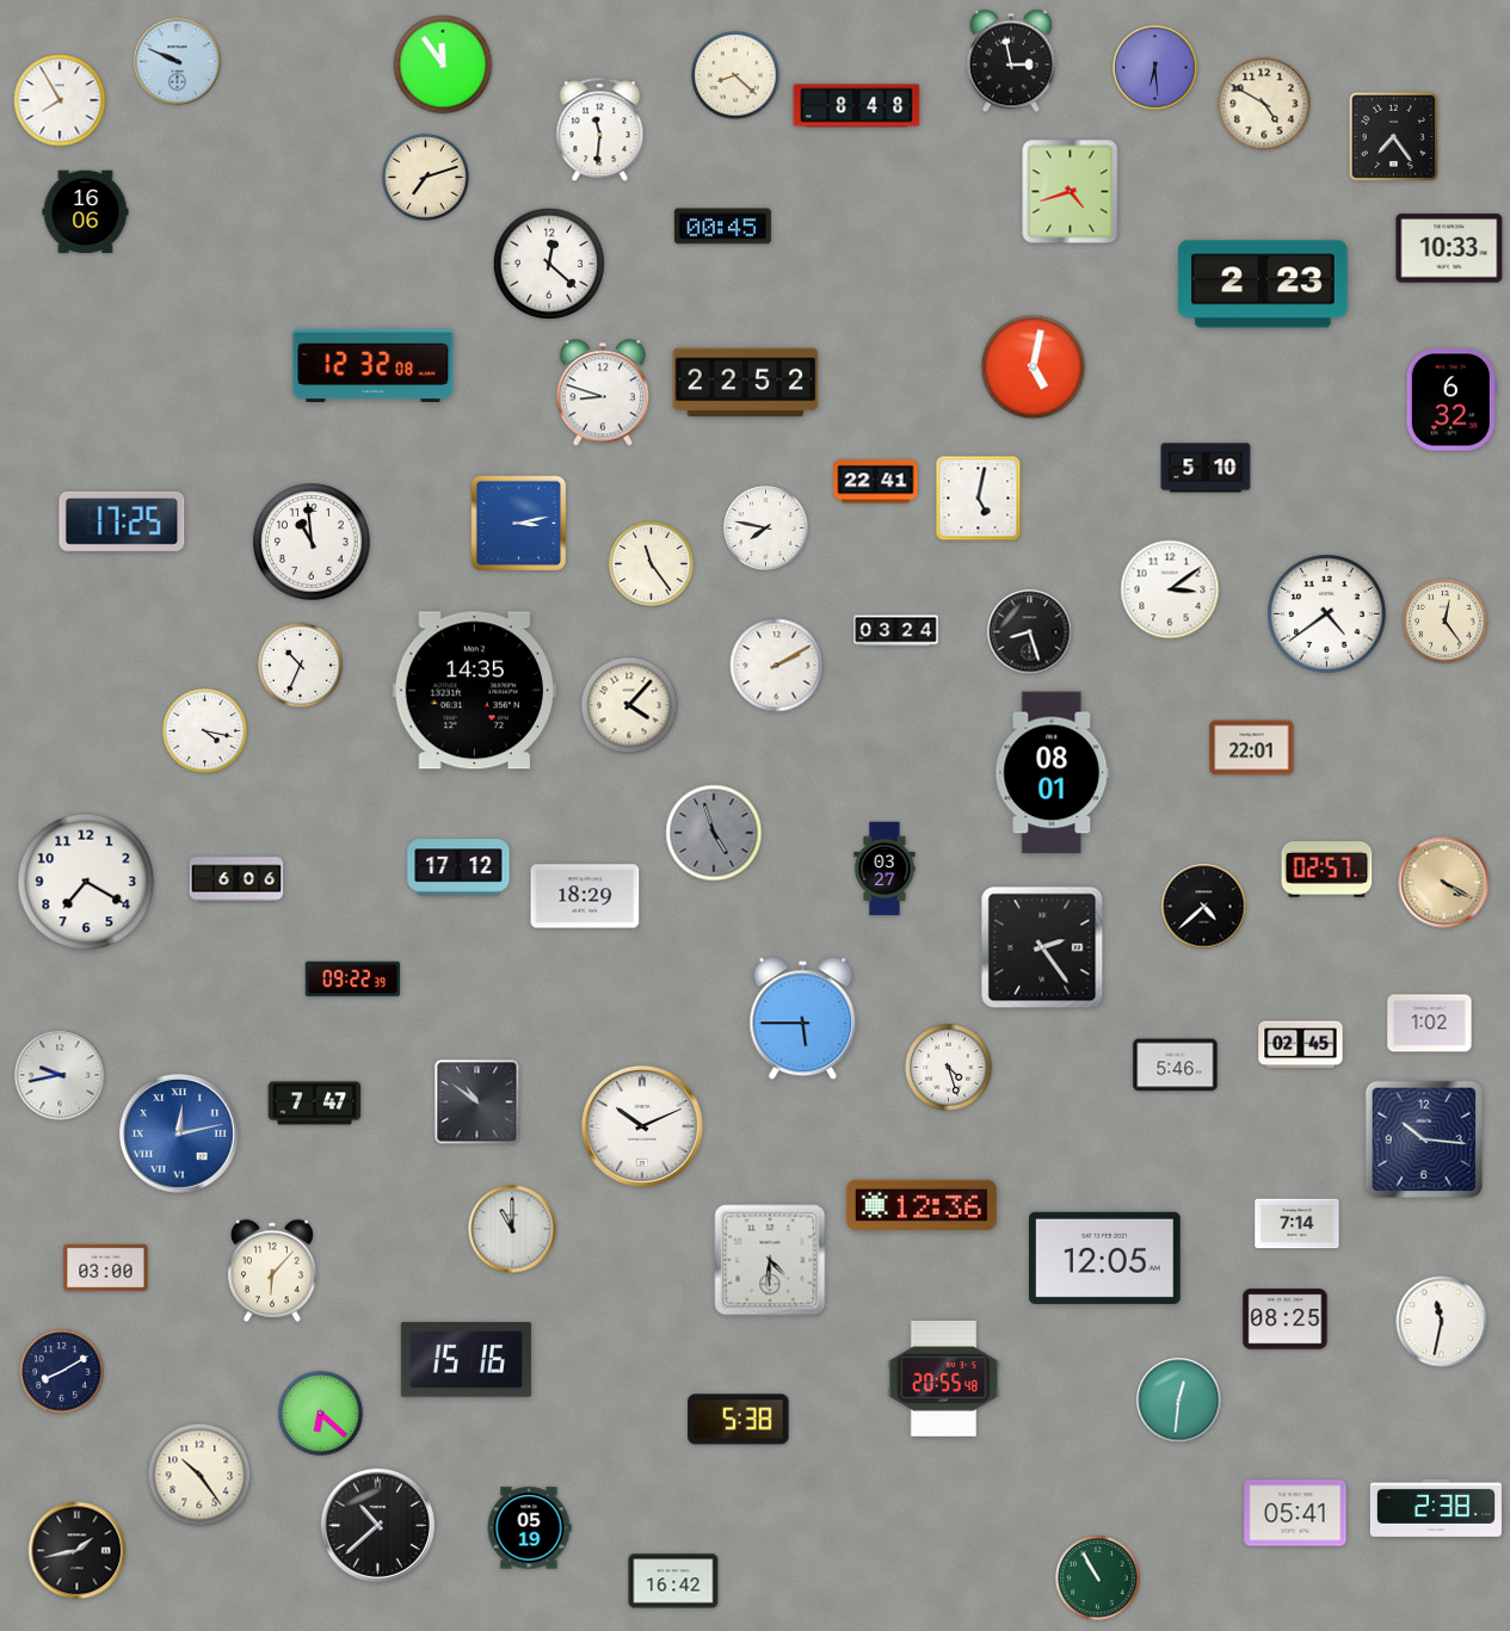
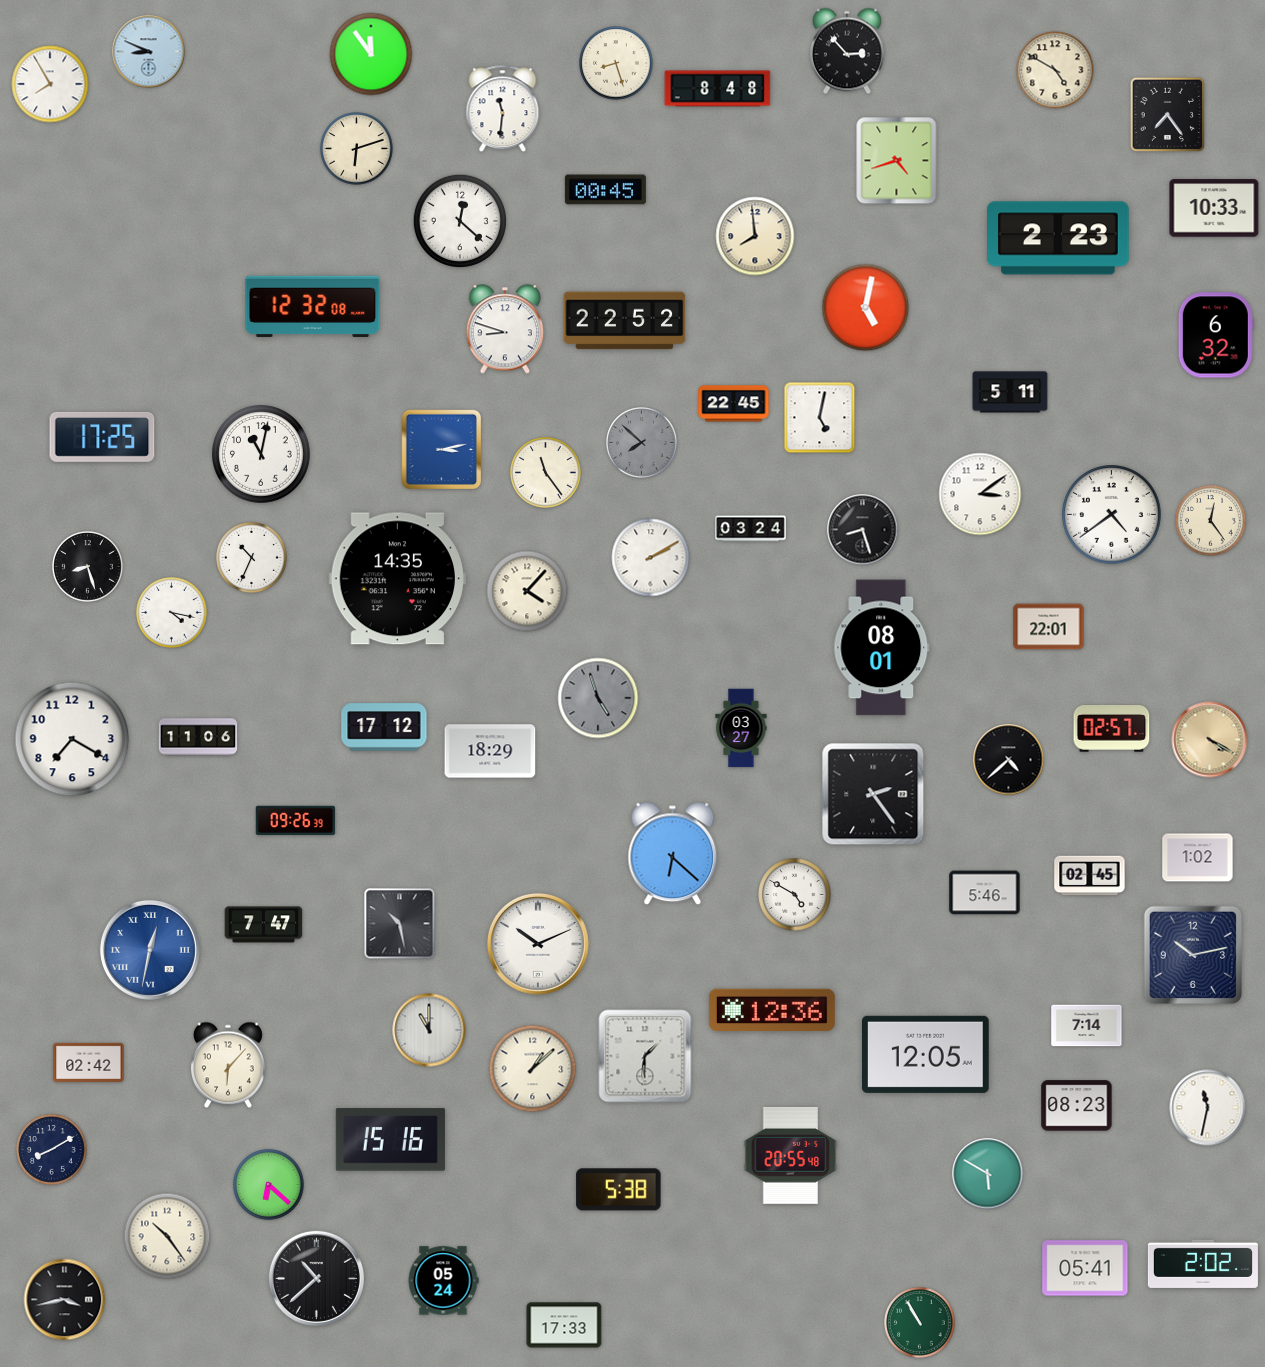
clock at (1011, 61): 2:58 -> 2:53
clock at (178, 62): 9:49 -> 8:49
clock at (1155, 68): 6:29 -> none
clock at (735, 75): 8:22 -> 8:27
clock at (1264, 104) position: (1264, 104) -> (1055, 70)
clock at (426, 178): 7:12 -> 6:12
clock at (86, 212): 16:06 -> none
clock at (755, 236): none -> 7:59
clock at (1206, 468): 5:10 -> 5:11
clock at (876, 482): 22:41 -> 22:45
clock at (518, 523) position: (518, 523) -> (441, 449)
clock at (766, 529): 7:47 -> 7:52
clock at (766, 529) dial: white -> grey
clock at (313, 543): 10:59 -> 11:02
clock at (88, 567): none -> 8:27
clock at (236, 879): 6:06 -> 11:06
clock at (353, 980): 09:22 -> 09:26
clock at (803, 1019): 5:45 -> 6:22
clock at (949, 1068): 4:27 -> 4:50
clock at (60, 1075): 9:43 -> none
clock at (477, 1102): 10:51 -> 10:28
clock at (179, 1133): 12:13 -> 12:32
clock at (1423, 1138): 10:16 -> 10:13
clock at (770, 1260): 4:31 -> 1:31
clock at (106, 1267): 03:00 -> 02:42
clock at (533, 1069): none -> 1:08
clock at (1286, 1320): 08:25 -> 08:23
clock at (1179, 1401): 12:31 -> 5:50
clock at (1436, 1508): 2:38 -> 2:02
clock at (529, 1528): 05:19 -> 05:24
clock at (78, 1551): 1:43 -> 3:43
clock at (673, 1581): 16:42 -> 17:33
